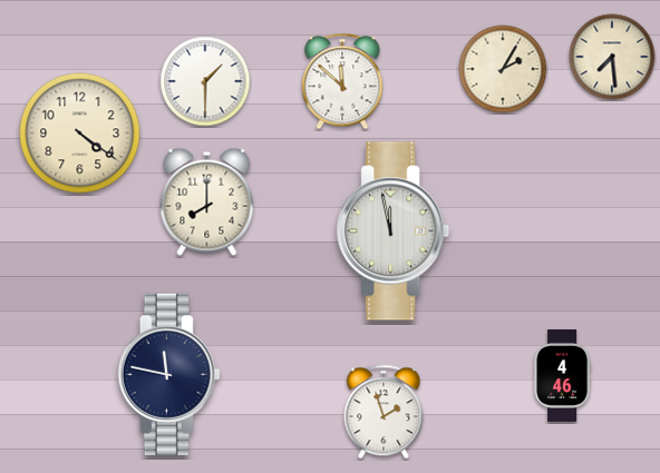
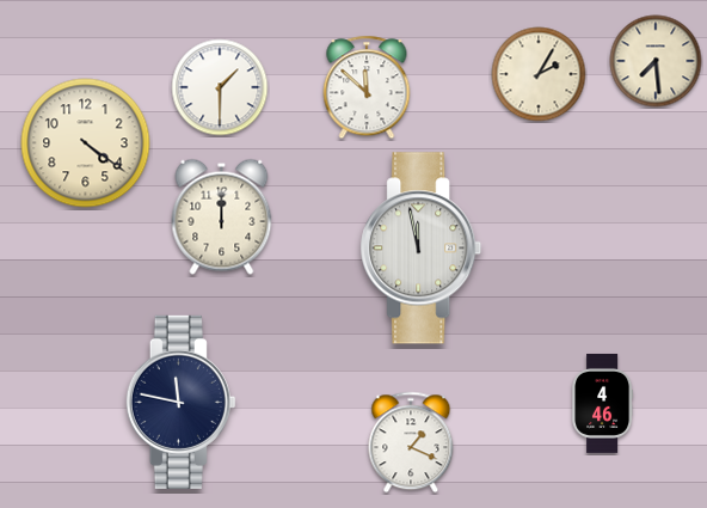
clock at (207, 201): 8:00 -> 12:00
clock at (384, 412): 1:57 -> 1:19
